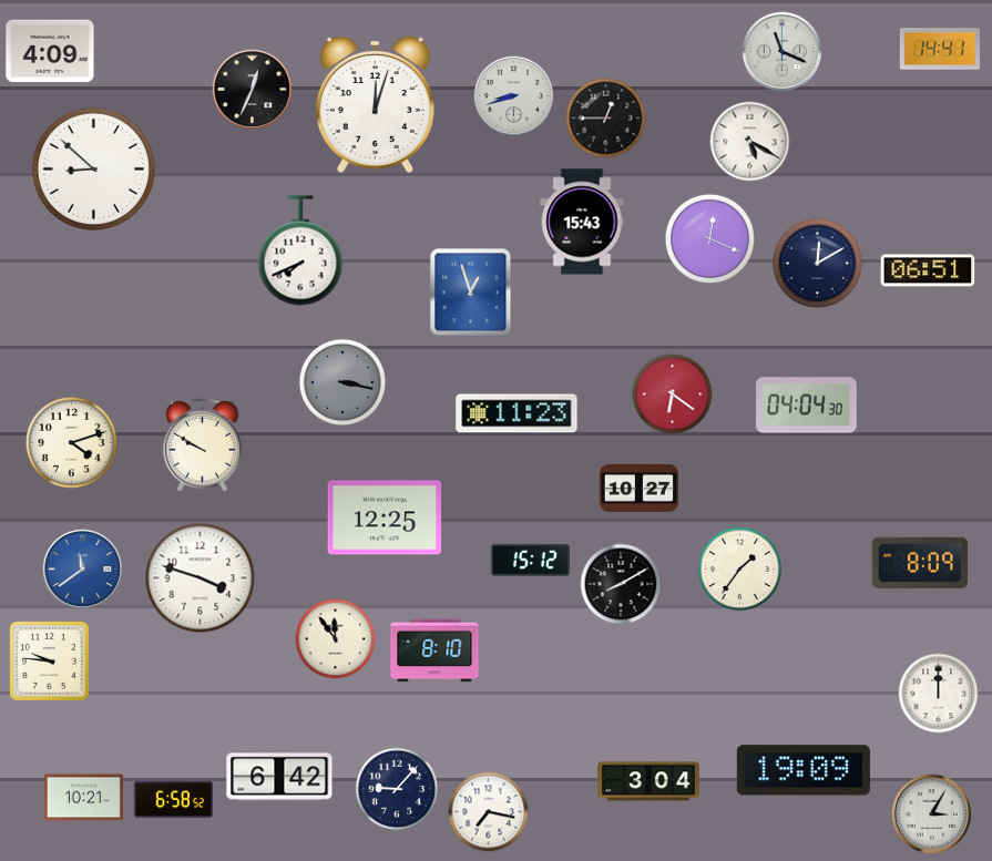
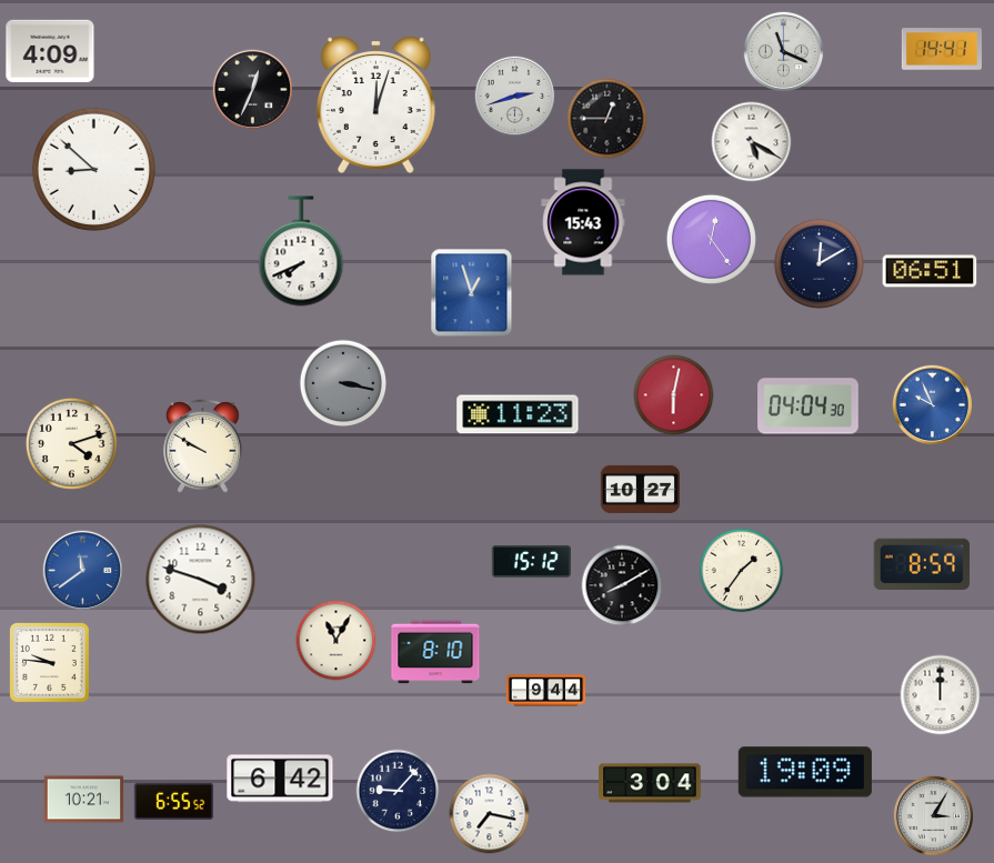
clock at (514, 96): 8:42 -> 2:42
clock at (709, 238): 12:19 -> 12:24
clock at (673, 394): 6:21 -> 6:02
clock at (933, 405): none -> 9:56
clock at (385, 517): 12:25 -> none
clock at (920, 562): 8:09 -> 8:59
clock at (336, 639): 11:54 -> 11:05
clock at (546, 691): none -> 9:44
clock at (173, 799): 6:58 -> 6:55
